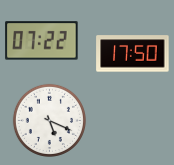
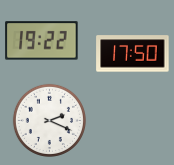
clock at (42, 41): 07:22 -> 19:22
clock at (49, 120): 5:19 -> 2:19
